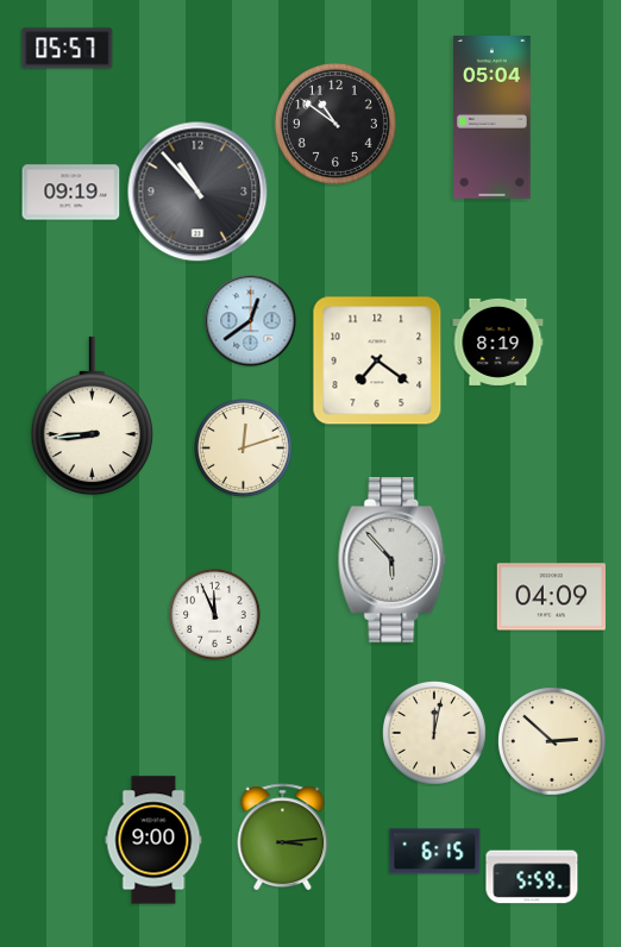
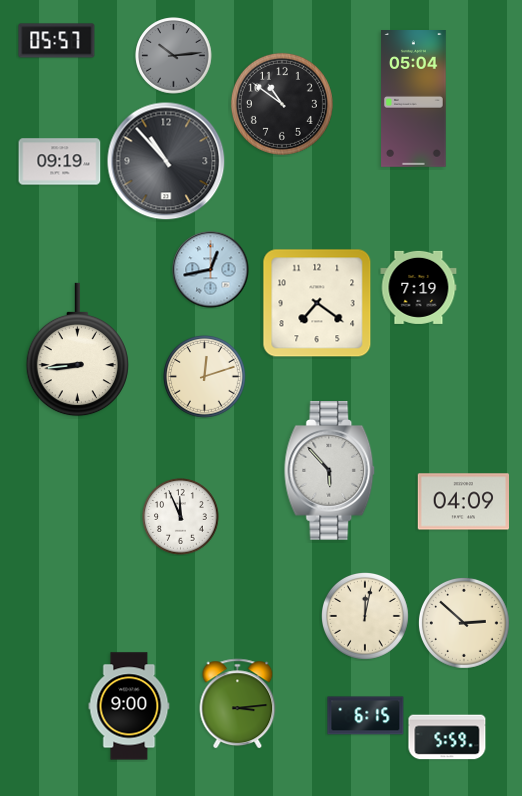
clock at (174, 56): none -> 10:14
clock at (251, 321): 12:39 -> 12:43
clock at (498, 341): 8:19 -> 7:19
